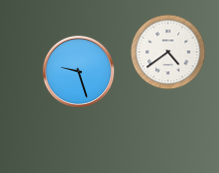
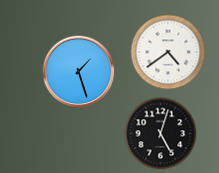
clock at (79, 72): 9:27 -> 1:27
clock at (161, 134): none -> 5:03
